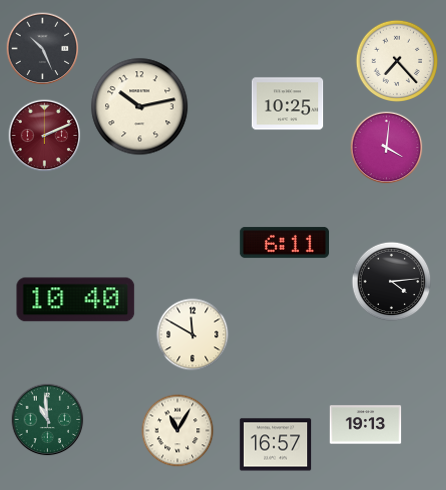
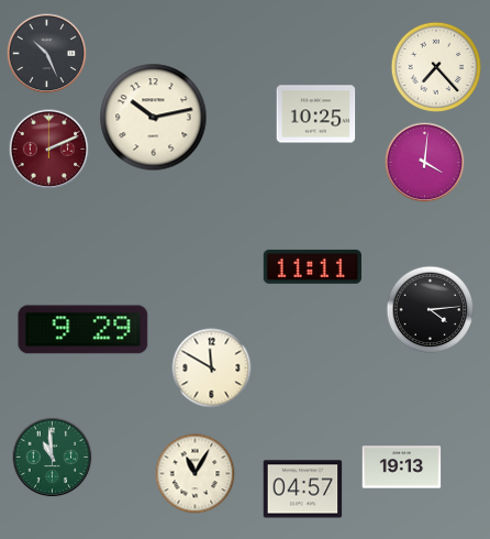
clock at (284, 242): 6:11 -> 11:11
clock at (76, 300): 10:40 -> 9:29
clock at (48, 420) position: (48, 420) -> (53, 458)
clock at (276, 445): 16:57 -> 04:57
